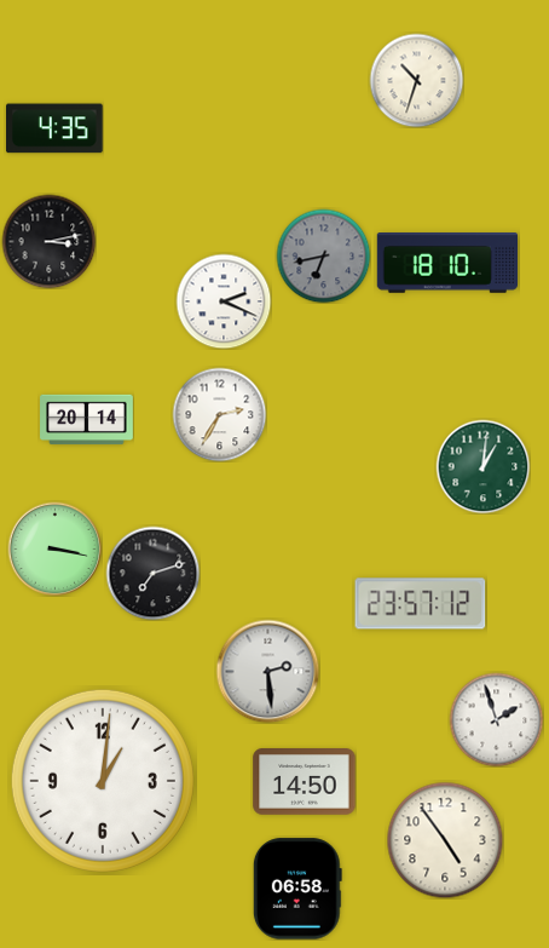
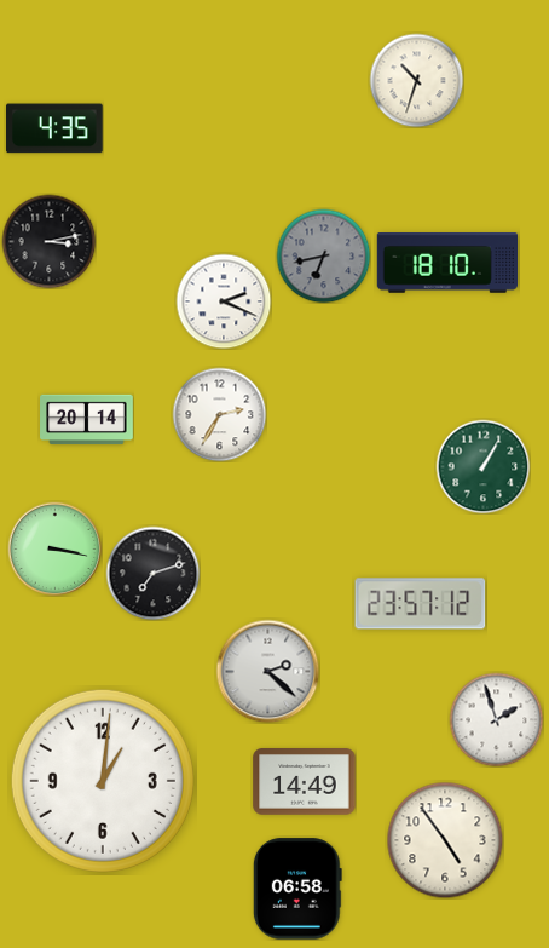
clock at (482, 466): 1:01 -> 1:05
clock at (267, 671): 2:29 -> 2:22
clock at (305, 782): 14:50 -> 14:49
